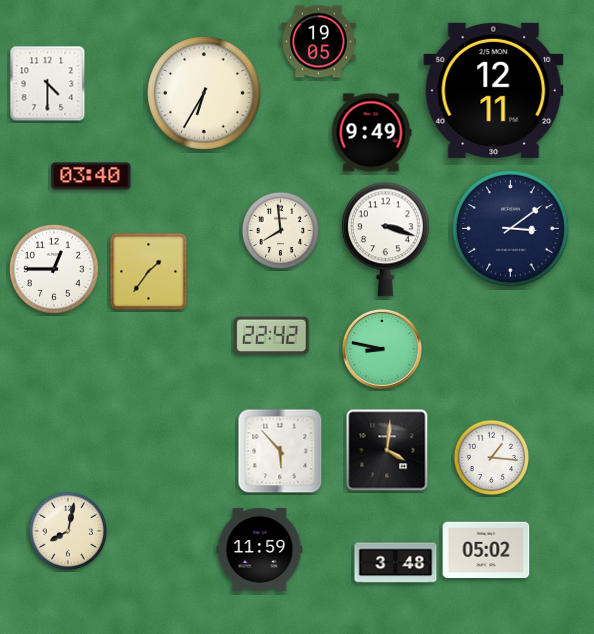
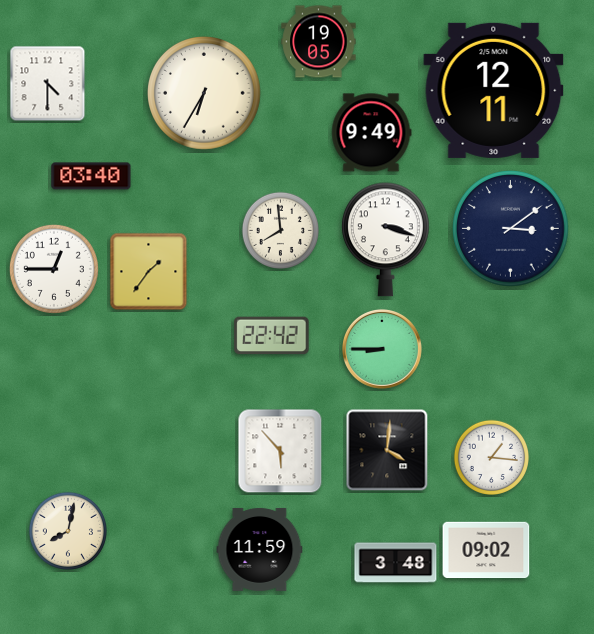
clock at (382, 349): 8:47 -> 8:45
clock at (486, 550): 05:02 -> 09:02
